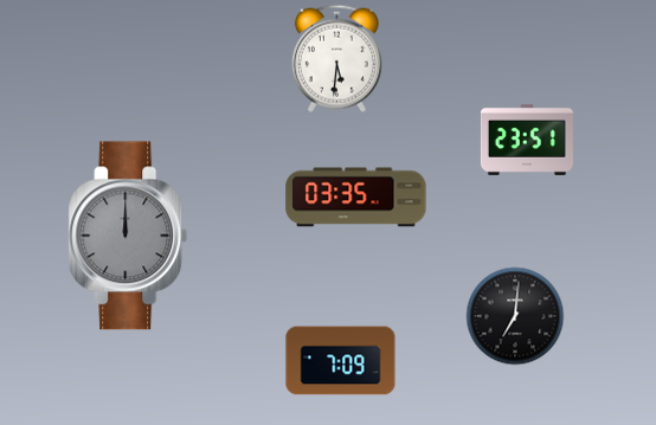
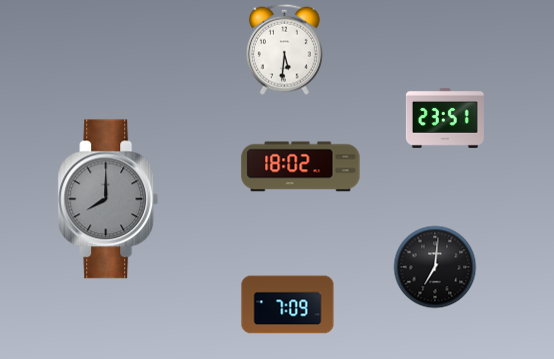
clock at (356, 198): 03:35 -> 18:02
clock at (128, 236): 12:00 -> 8:00
